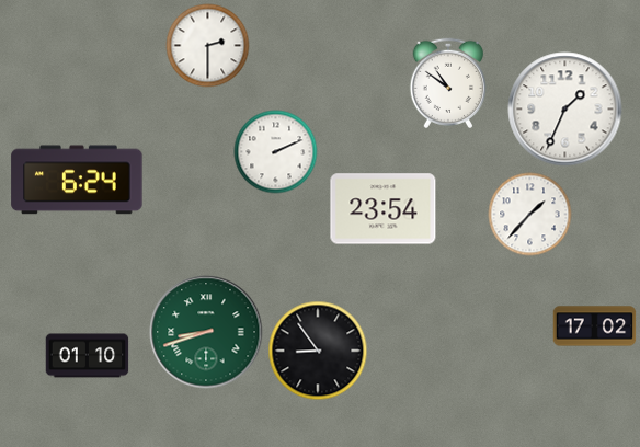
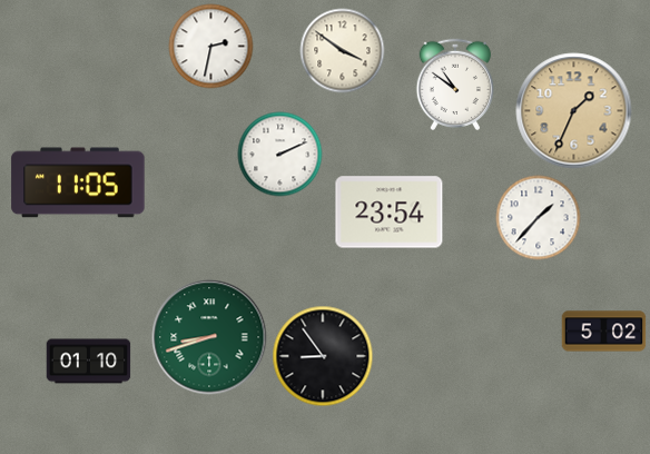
clock at (208, 46): 2:30 -> 2:32
clock at (343, 51): none -> 3:51
clock at (565, 110) dial: white -> champagne
clock at (77, 180): 6:24 -> 11:05
clock at (595, 326): 17:02 -> 5:02
